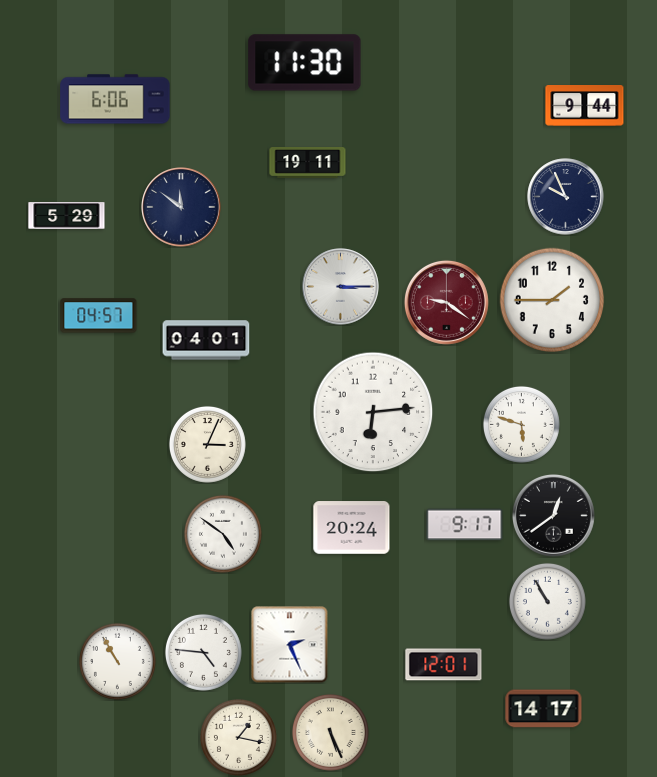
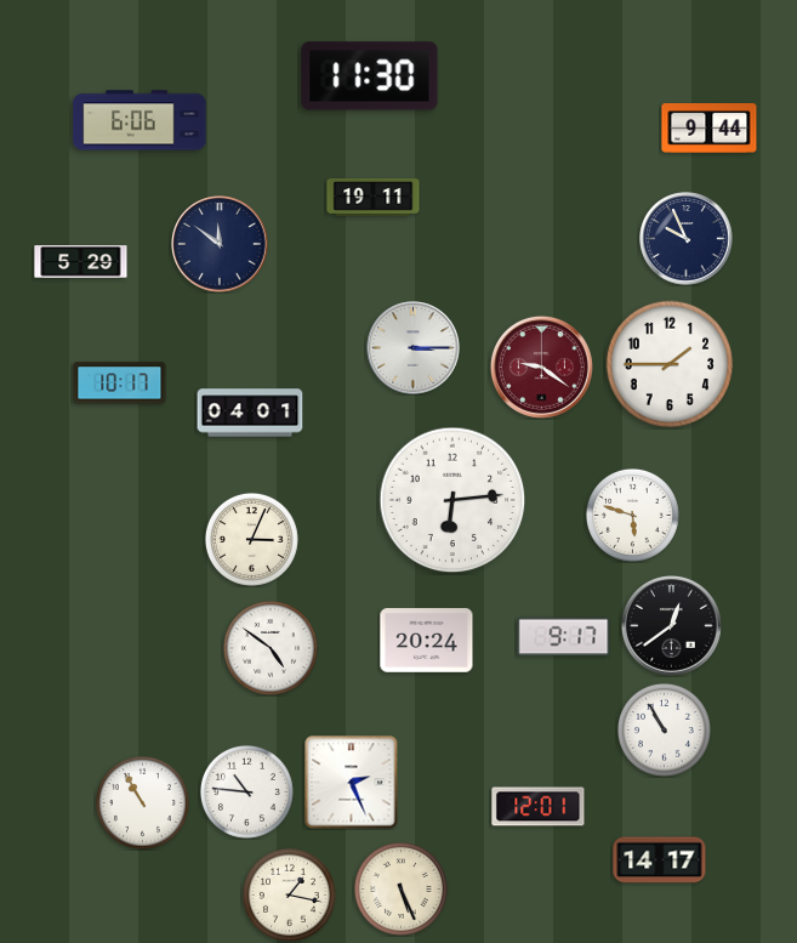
clock at (181, 207) position: (181, 207) -> (220, 244)
clock at (99, 316): 04:57 -> 10:17
clock at (203, 652): 4:46 -> 10:46
